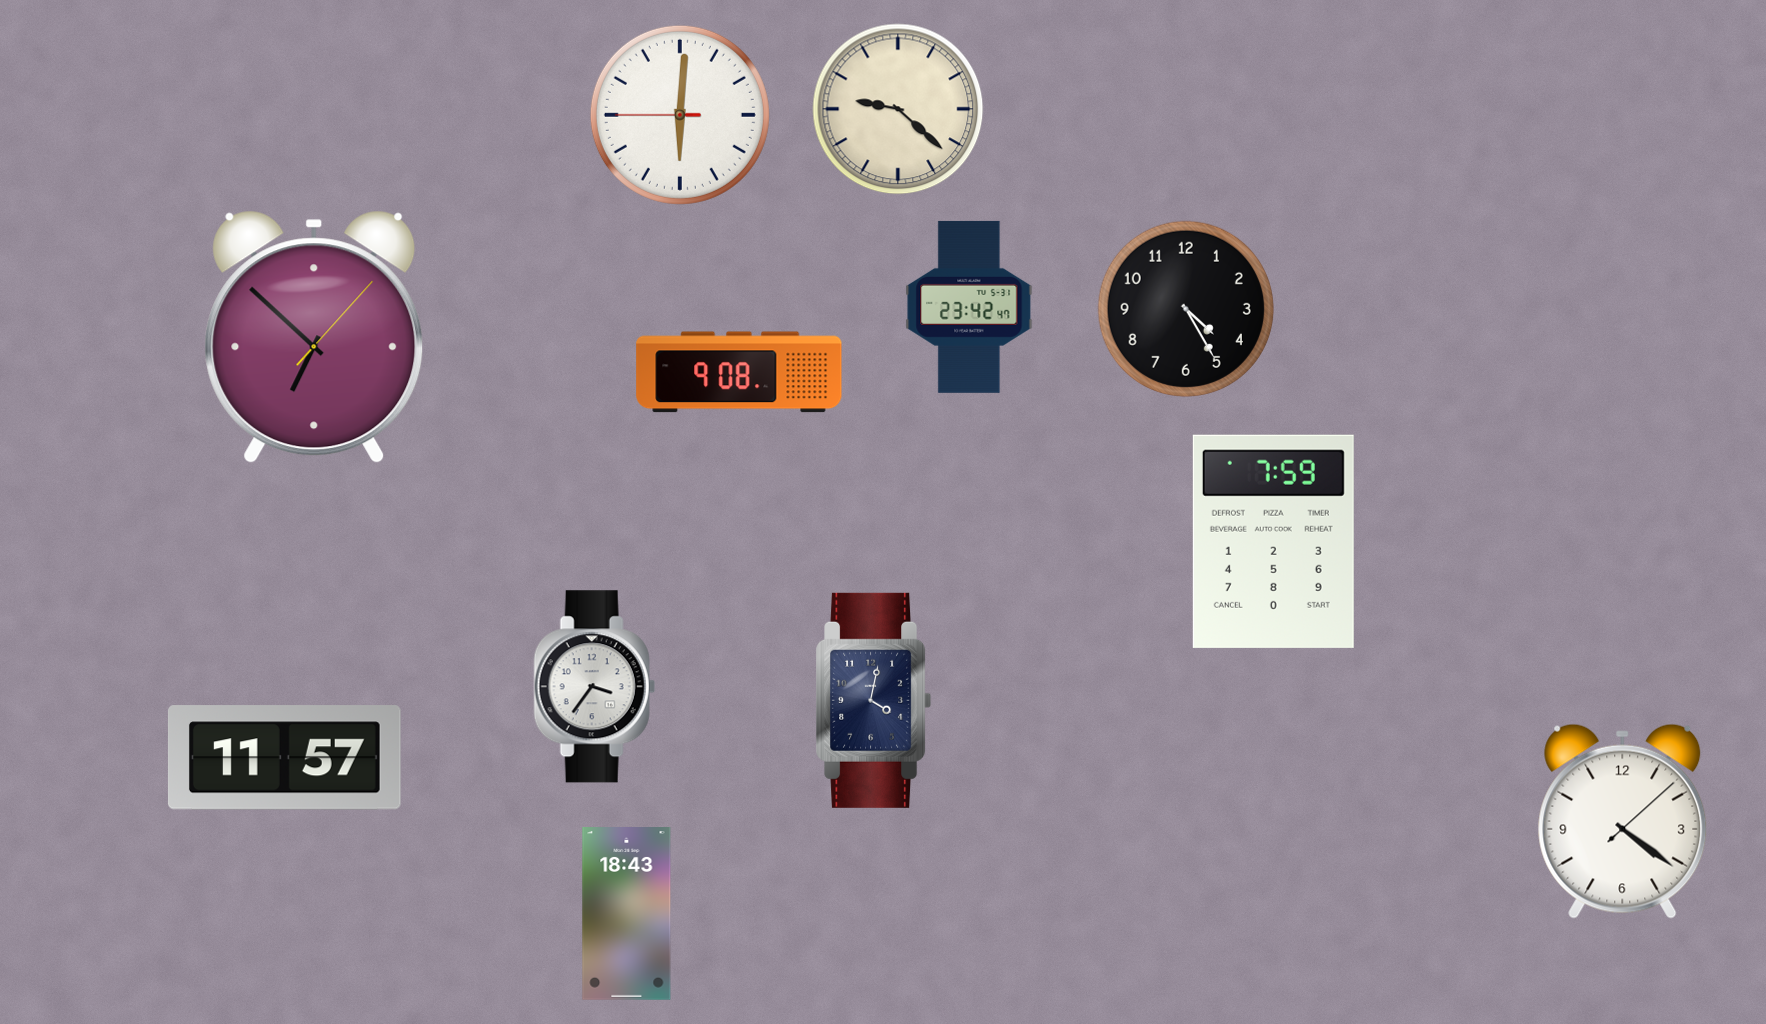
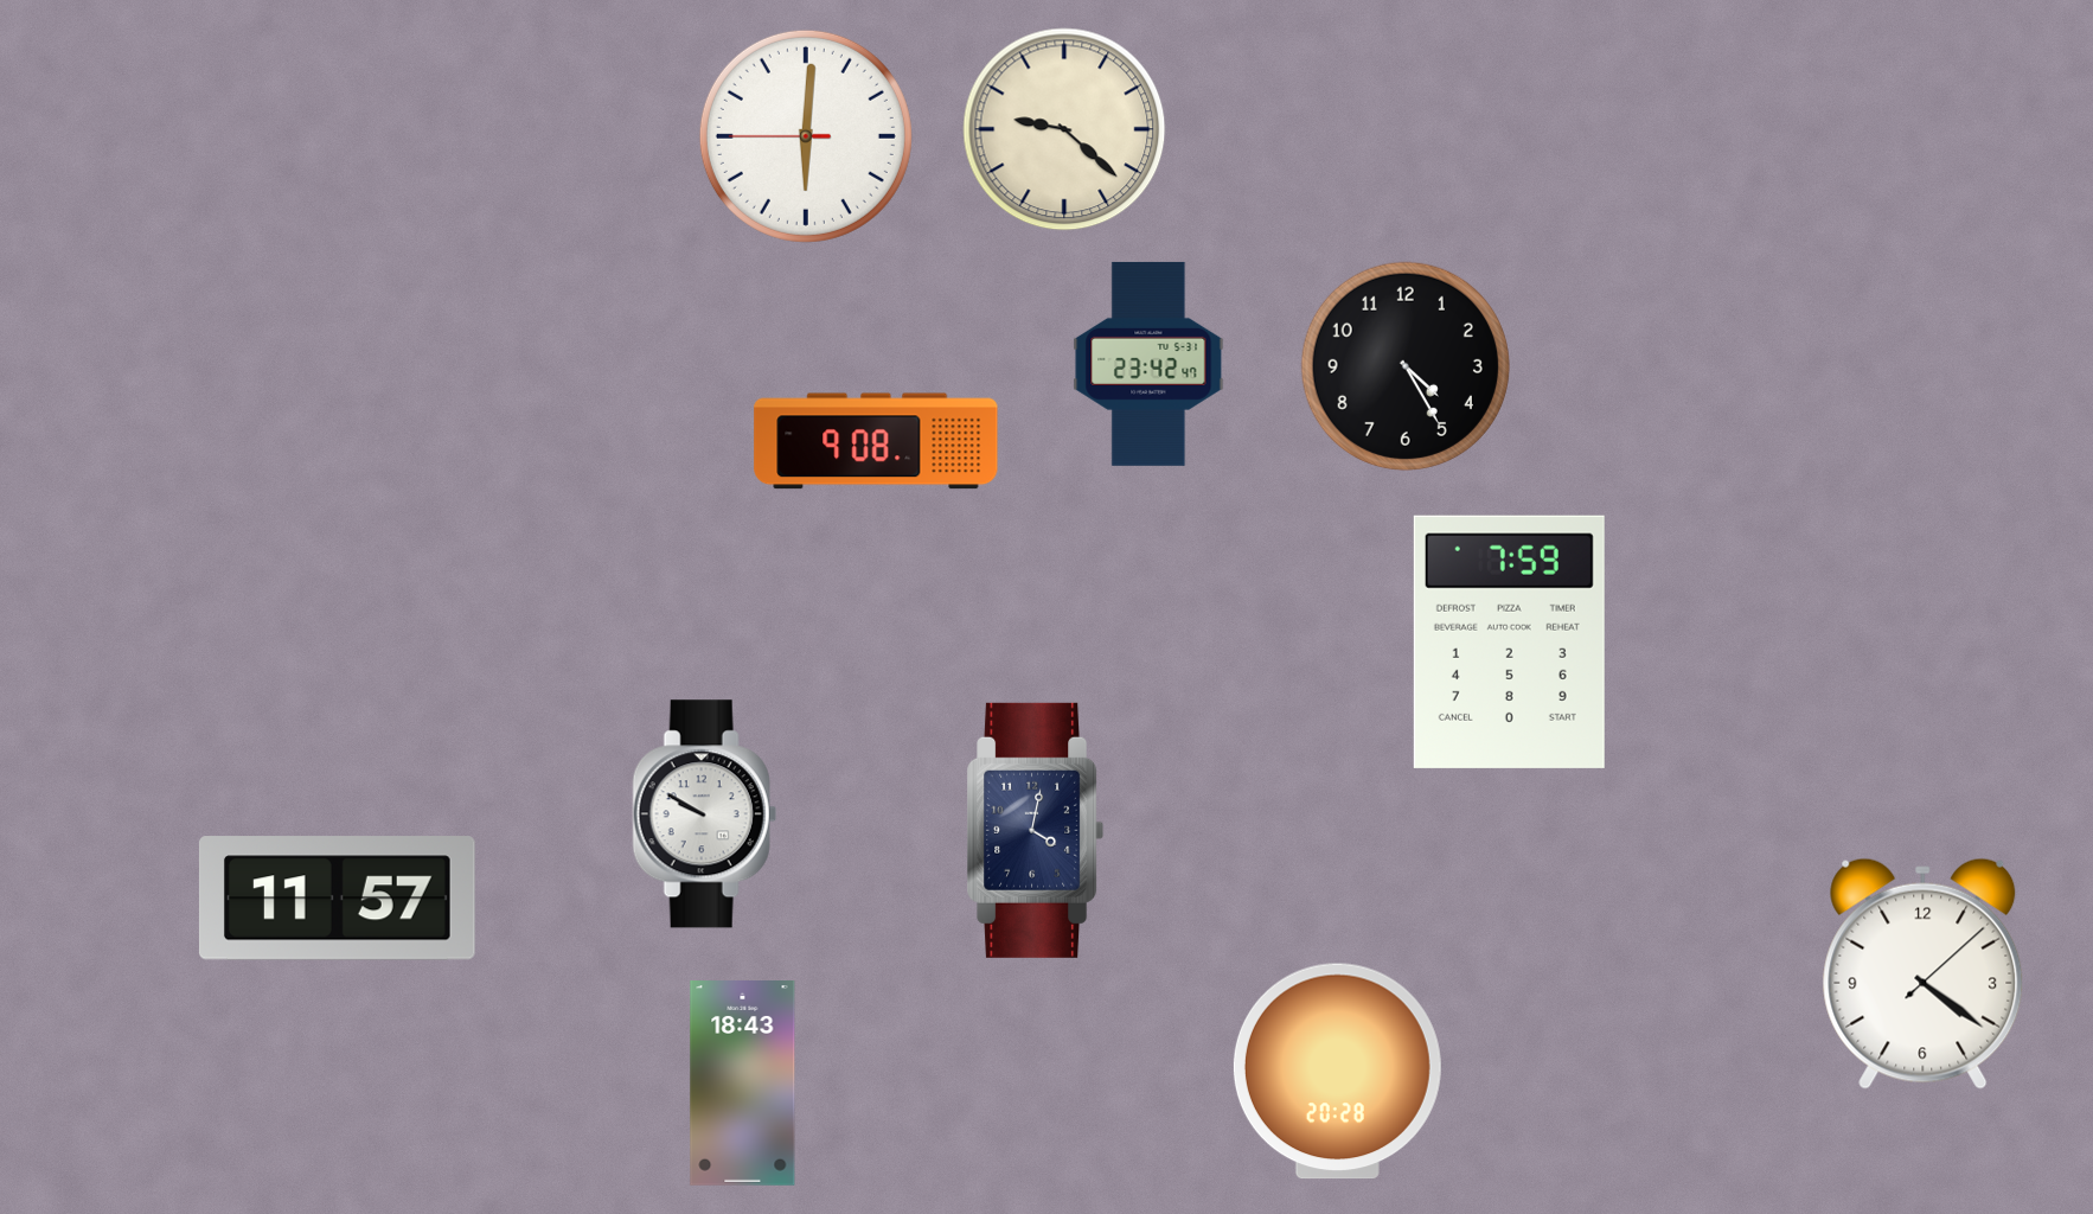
clock at (314, 337): 6:52 -> none
clock at (594, 687): 3:36 -> 9:50
clock at (1337, 1072): none -> 20:28
